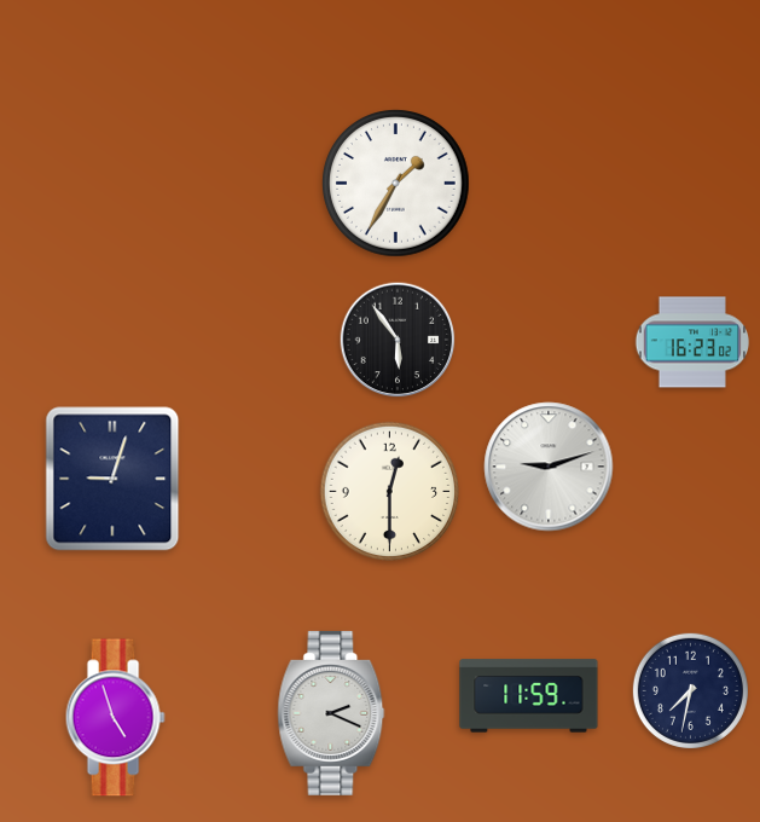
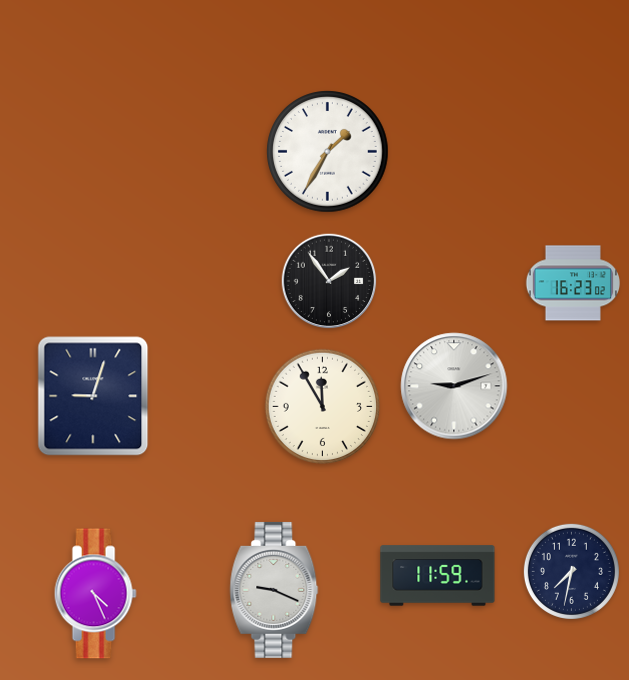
clock at (398, 340): 5:54 -> 1:54
clock at (390, 492): 12:30 -> 11:55
clock at (331, 713): 2:19 -> 9:19
clock at (115, 718): 4:57 -> 4:26
